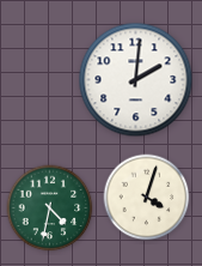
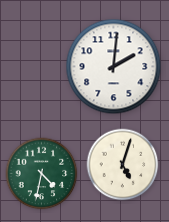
clock at (147, 198): 4:03 -> 5:03
